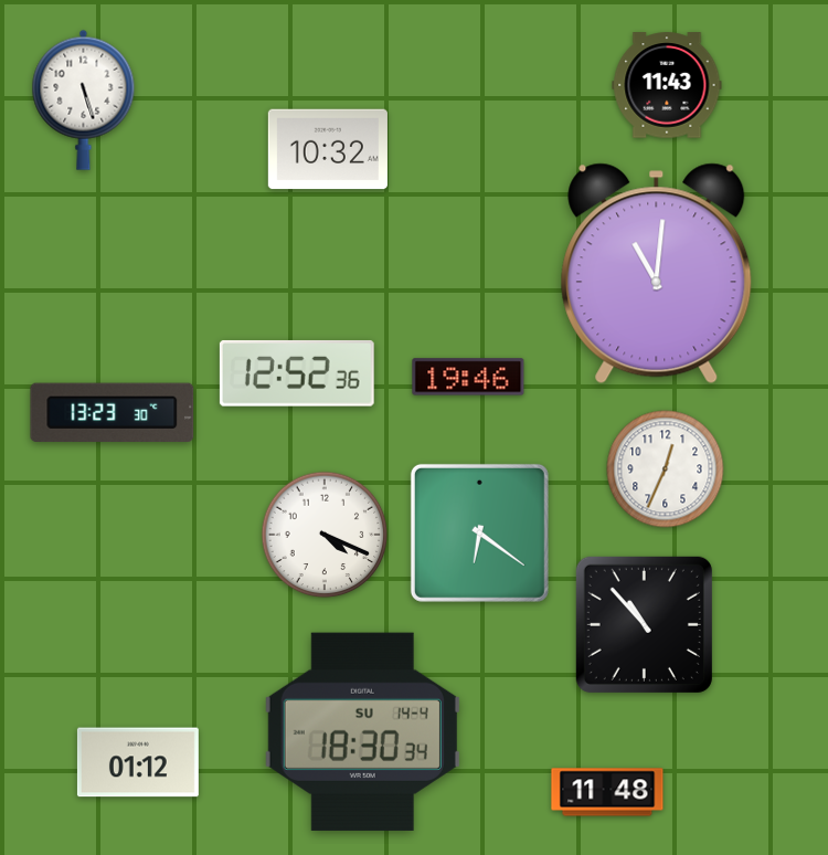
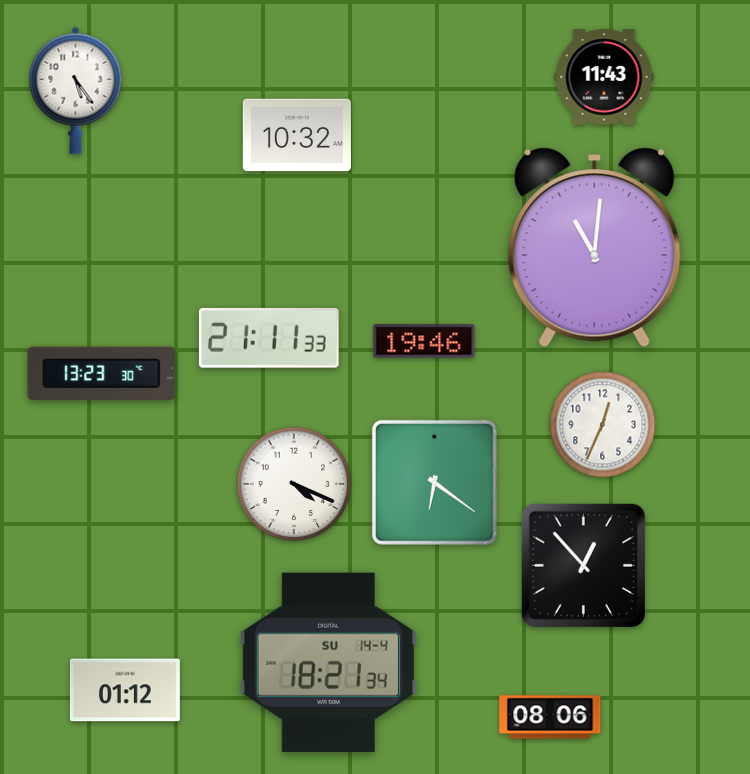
clock at (84, 99): 5:27 -> 5:24
clock at (297, 373): 12:52 -> 21:11
clock at (644, 624): 10:53 -> 12:53
clock at (362, 731): 18:30 -> 18:21
clock at (607, 792): 11:48 -> 08:06
